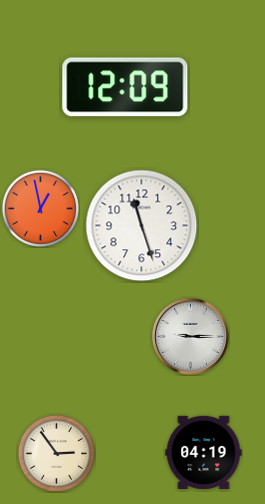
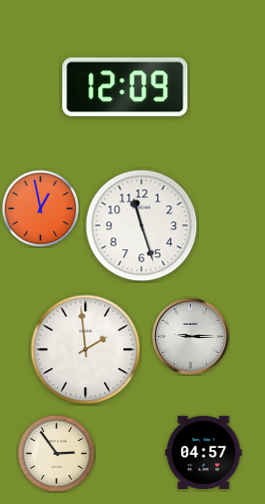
clock at (86, 350): none -> 1:59
clock at (204, 452): 04:19 -> 04:57
